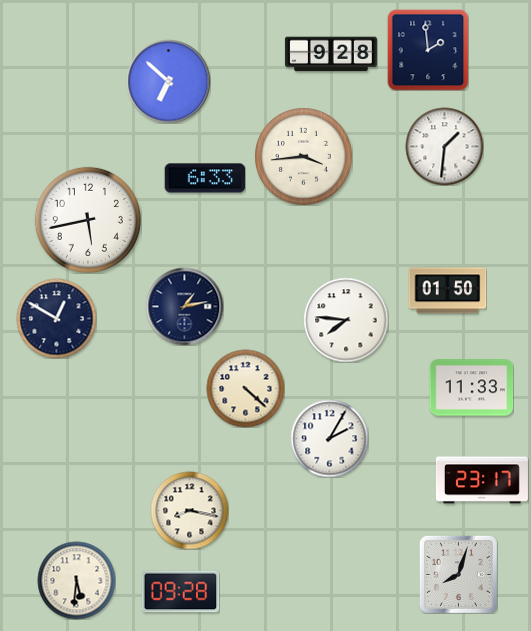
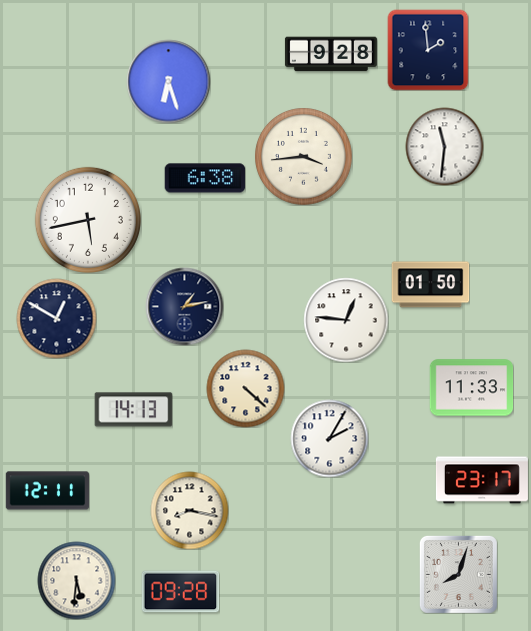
clock at (168, 81): 6:52 -> 6:27
clock at (444, 146): 1:31 -> 11:31
clock at (205, 178): 6:33 -> 6:38
clock at (447, 291) position: (447, 291) -> (430, 285)
clock at (346, 320): 7:46 -> 12:46
clock at (133, 410): none -> 14:13
clock at (47, 491): none -> 12:11
